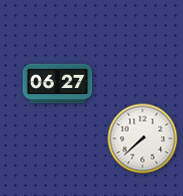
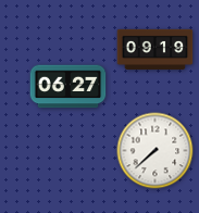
clock at (156, 49): none -> 09:19
clock at (58, 84) position: (58, 84) -> (69, 87)
